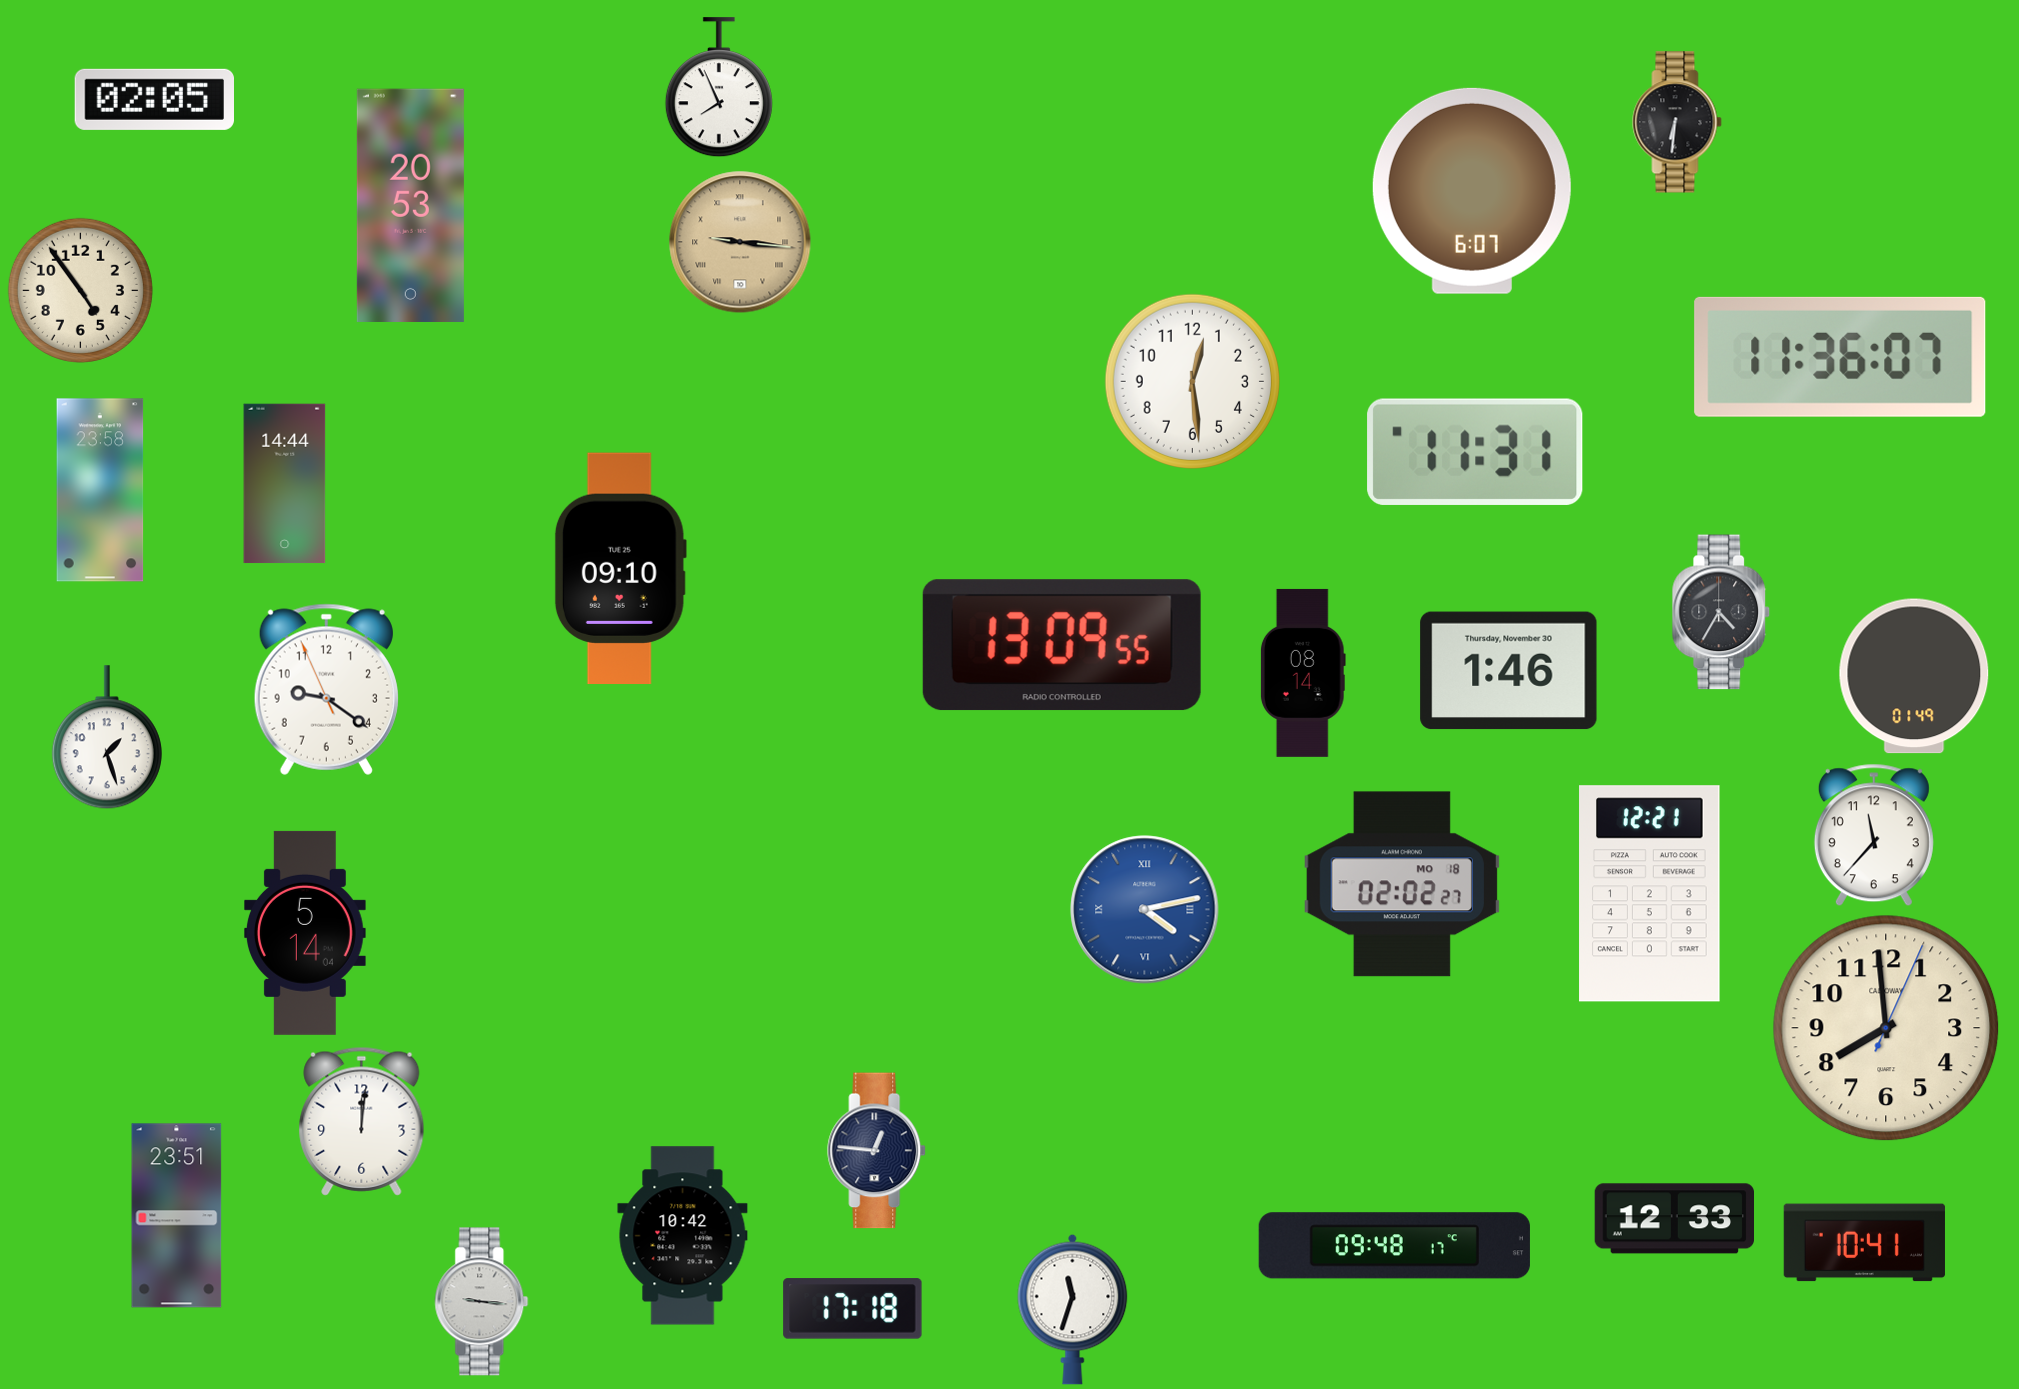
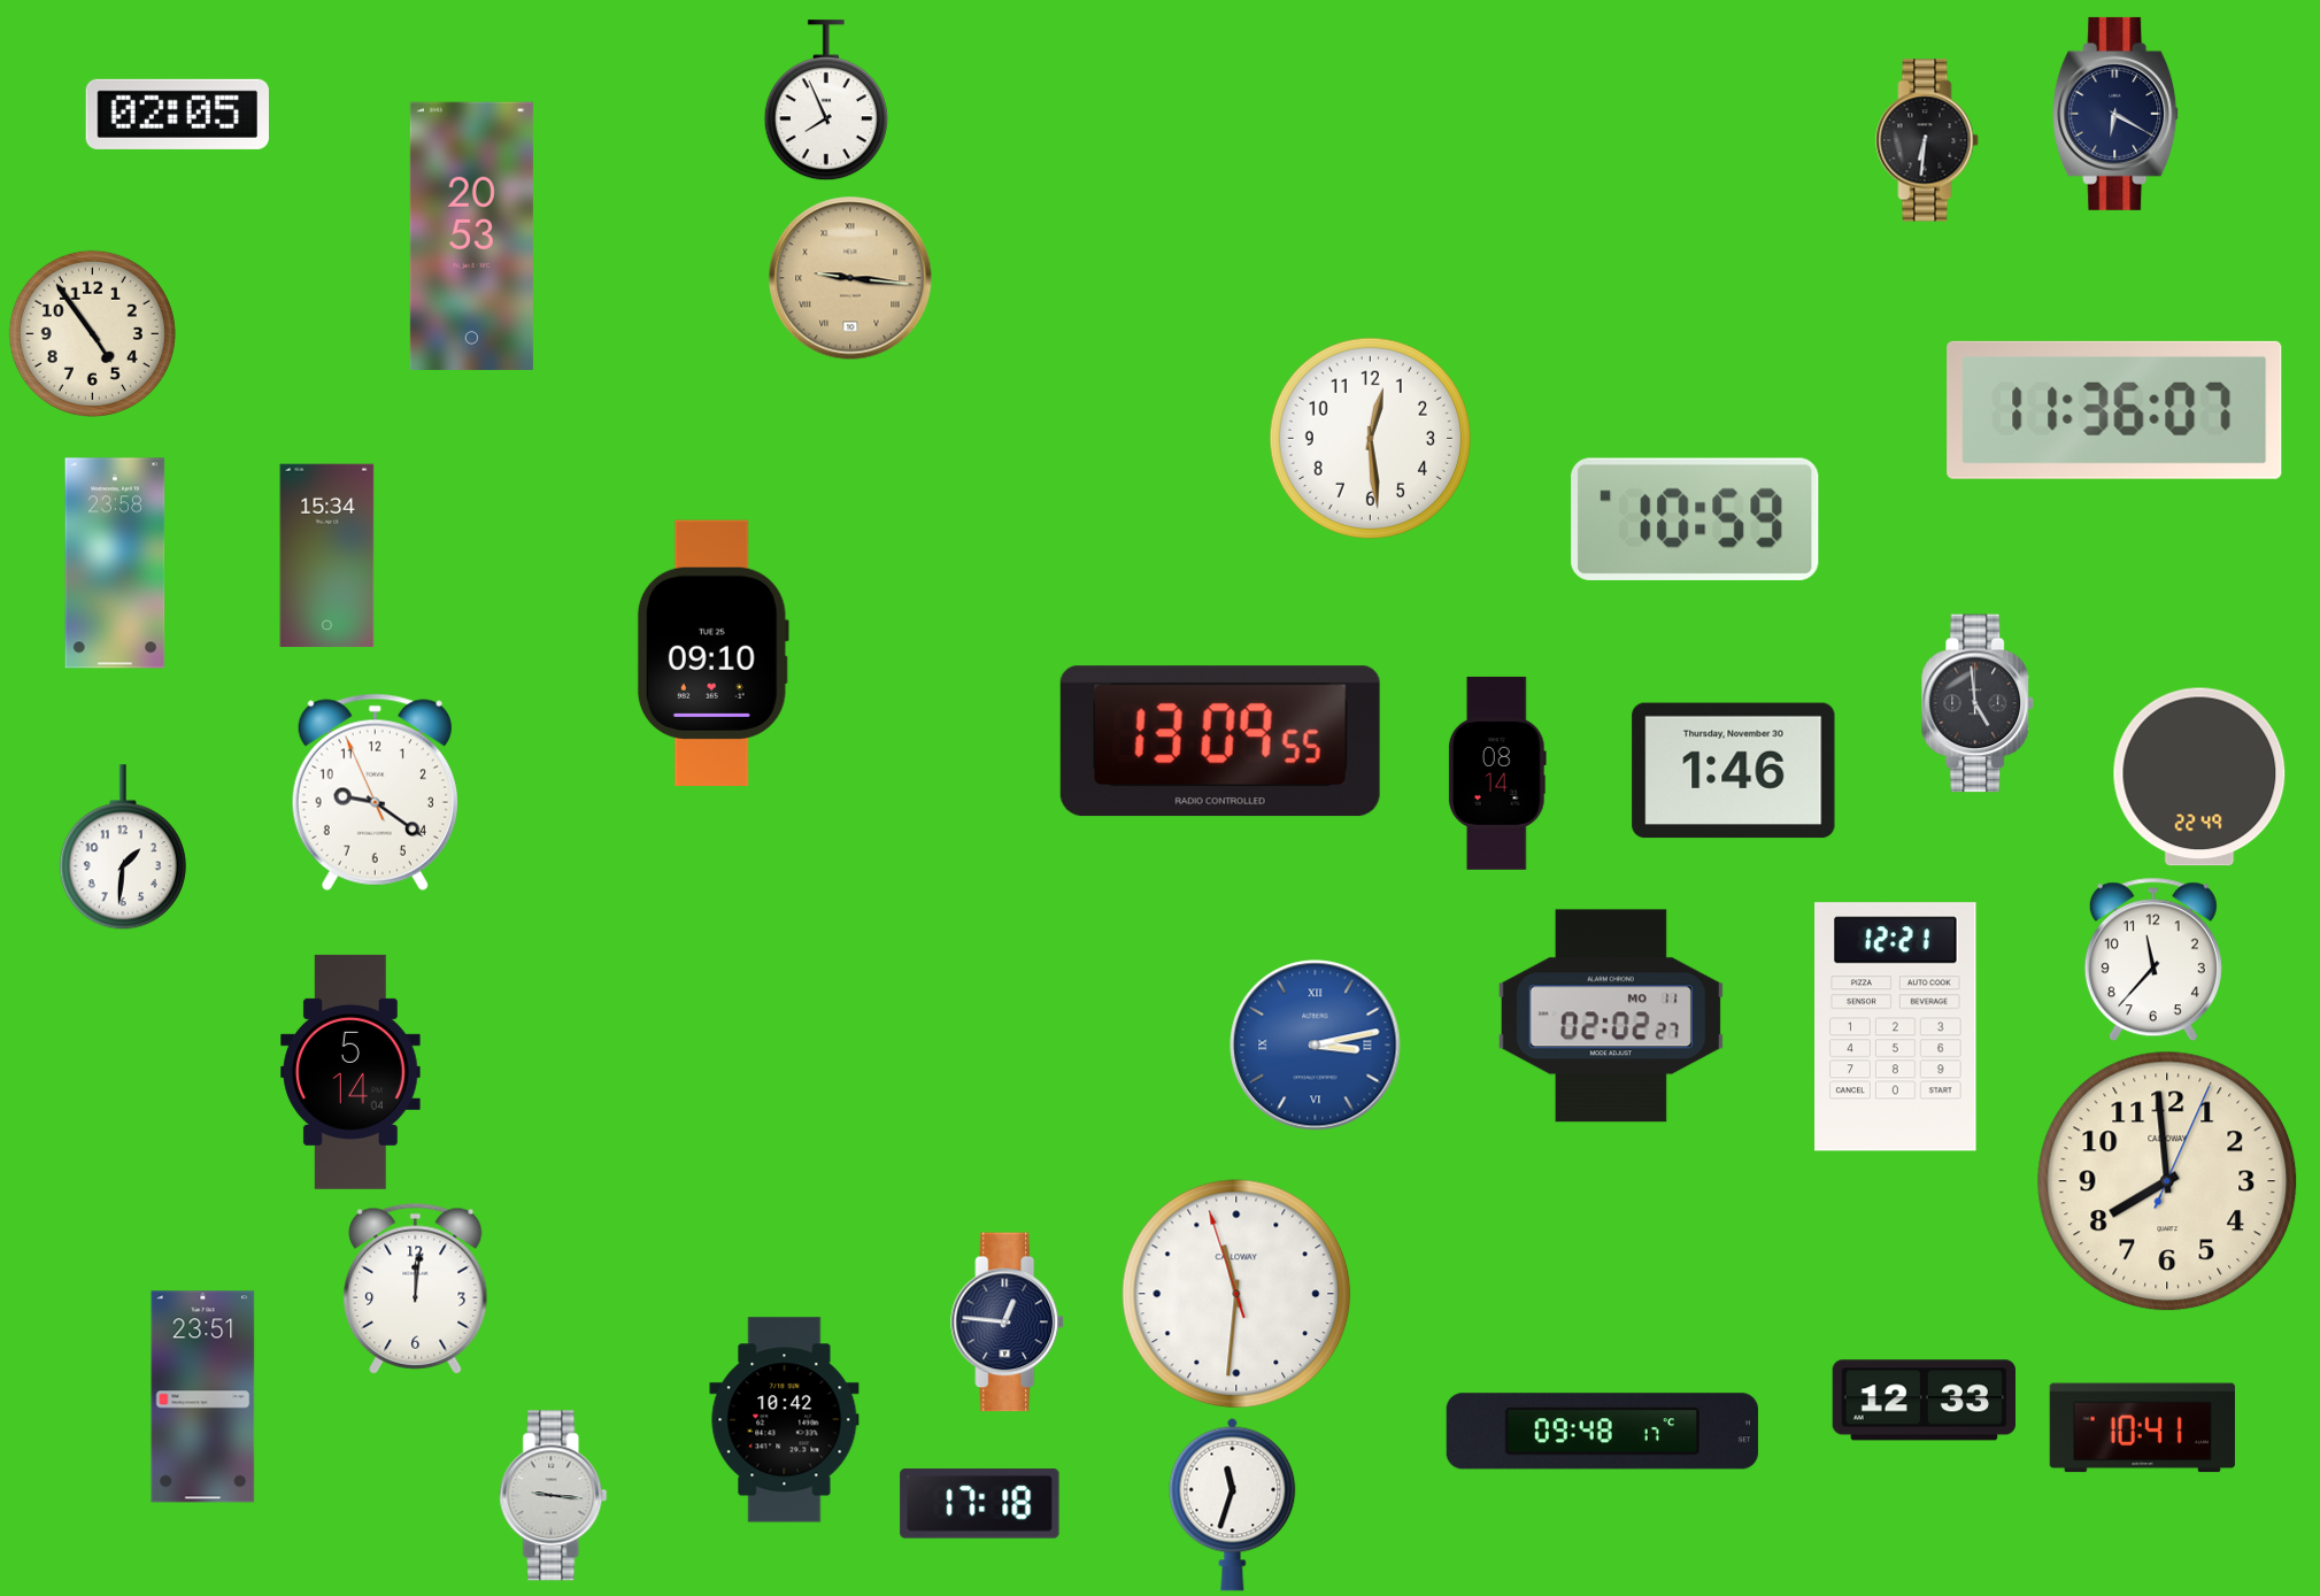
clock at (2117, 114): none -> 6:20
clock at (1472, 191): 6:07 -> none
clock at (1475, 452): 11:31 -> 10:59
clock at (285, 484): 14:44 -> 15:34
clock at (1721, 612): 4:35 -> 4:59
clock at (1914, 676): 01:49 -> 22:49
clock at (107, 738): 1:27 -> 1:31
clock at (1402, 884) date: MO 18 -> MO 11
clock at (1145, 910): 4:13 -> 3:13
clock at (1236, 1294): none -> 11:30
